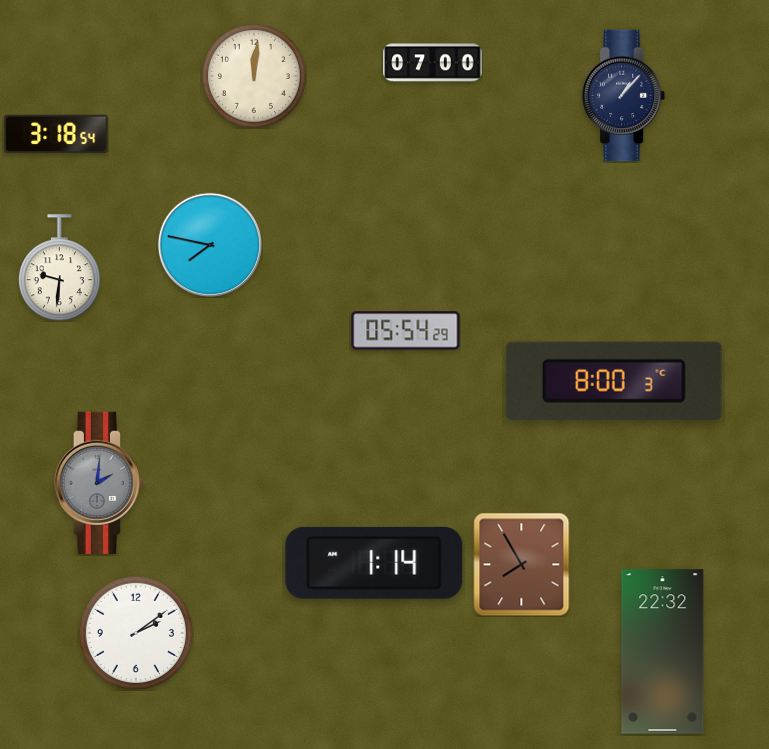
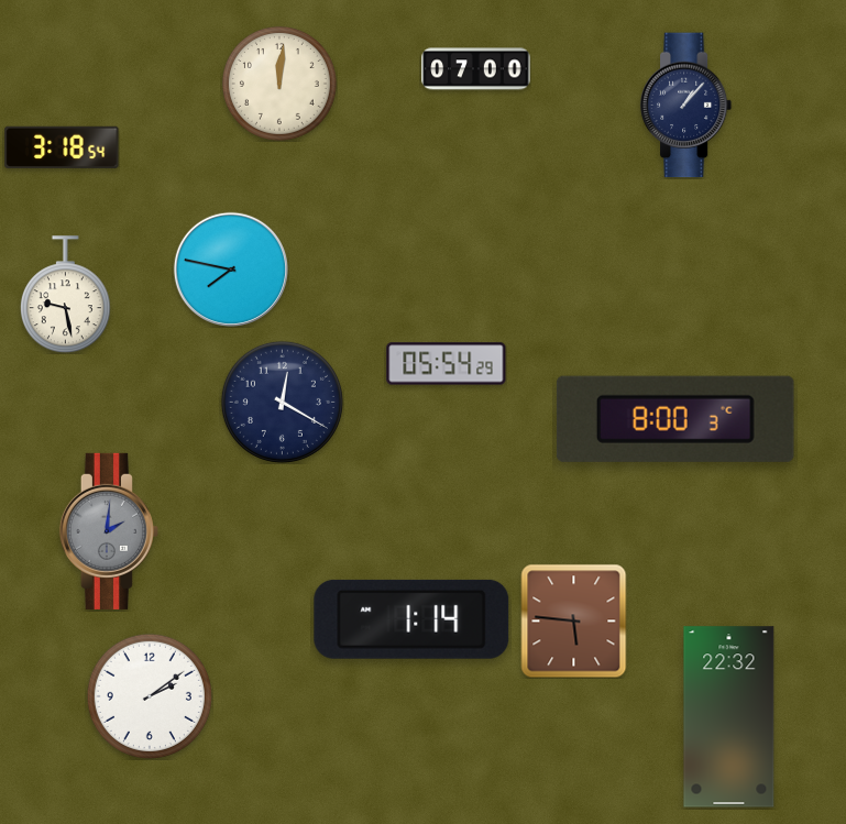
clock at (59, 268): 9:31 -> 9:28
clock at (282, 402): none -> 12:20
clock at (522, 564): 7:55 -> 5:46
